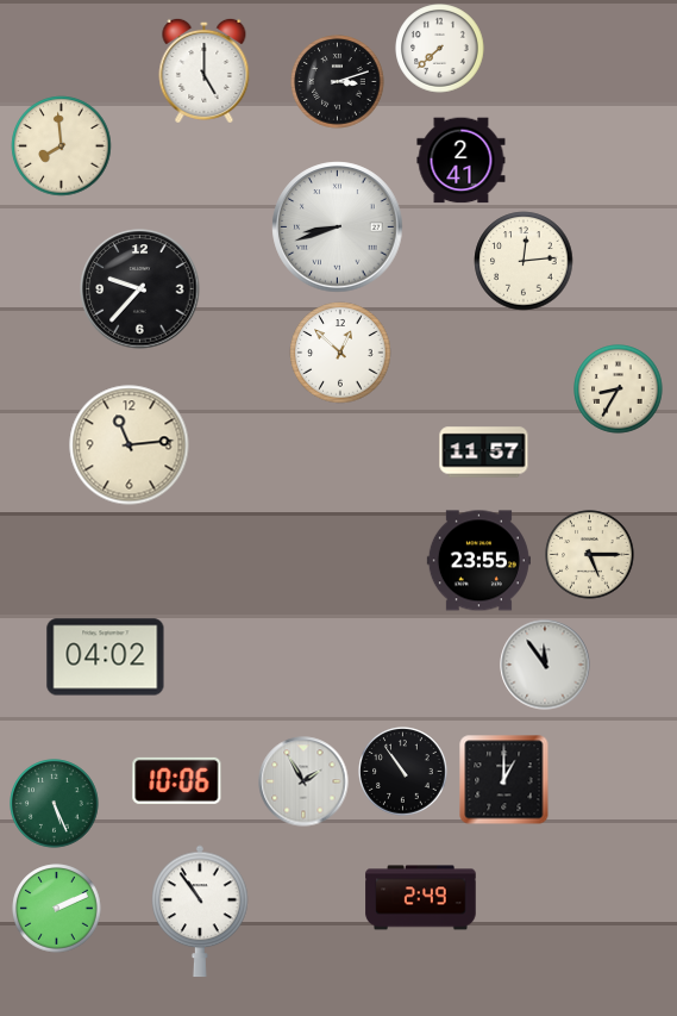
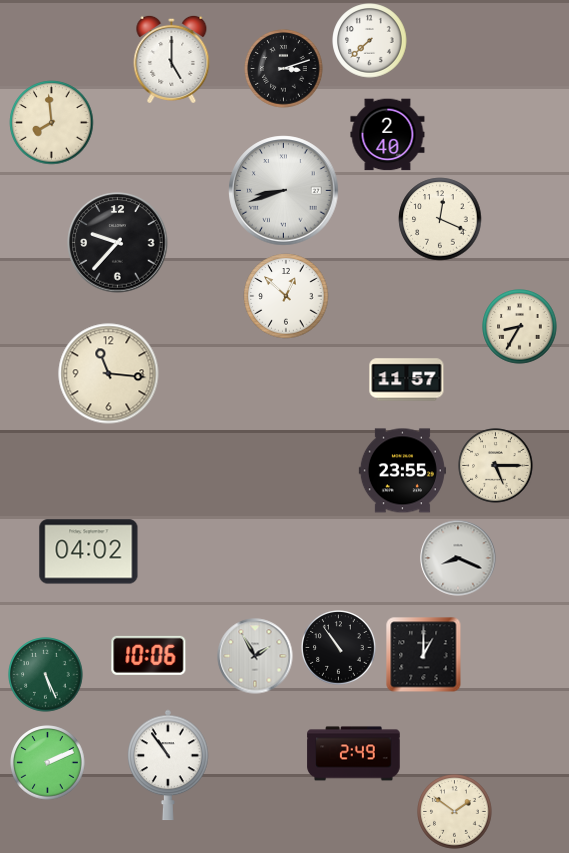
clock at (462, 161): 2:41 -> 2:40
clock at (524, 261): 12:14 -> 12:19
clock at (130, 445): 11:14 -> 11:16
clock at (545, 665): 11:54 -> 8:19
clock at (455, 812): none -> 1:51
